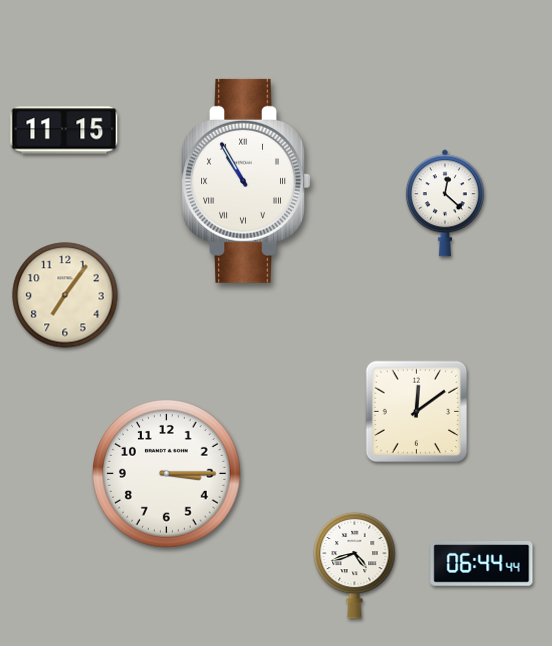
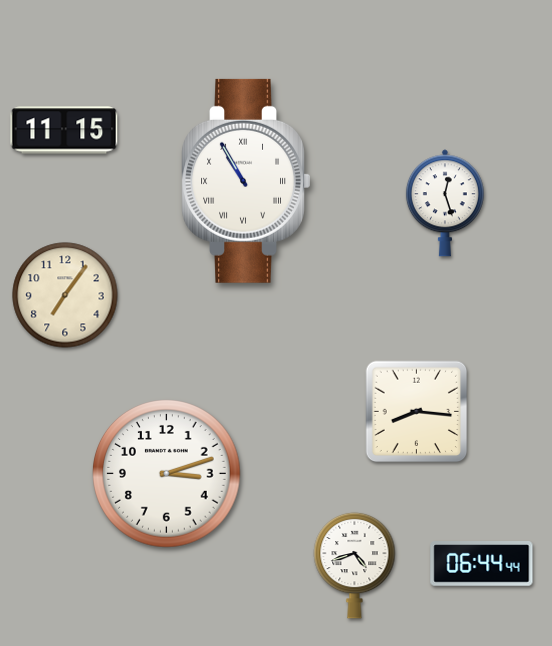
clock at (445, 203): 12:22 -> 12:27
clock at (417, 412): 12:09 -> 8:16
clock at (167, 474): 3:15 -> 3:12
